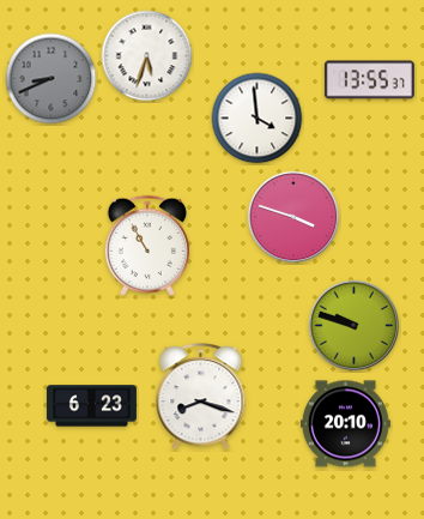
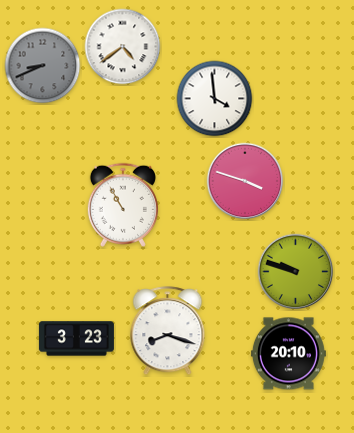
clock at (147, 56): 5:33 -> 4:39
clock at (369, 80): 13:55 -> none
clock at (91, 406): 6:23 -> 3:23
